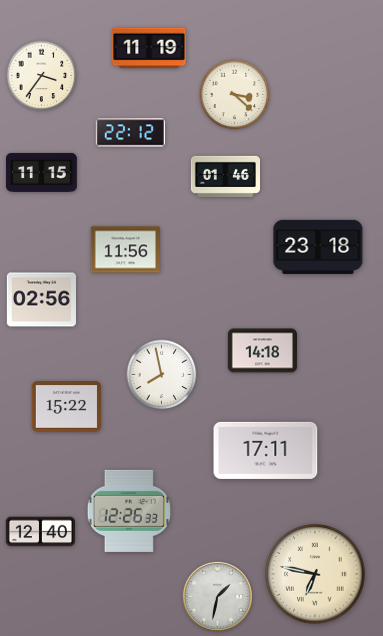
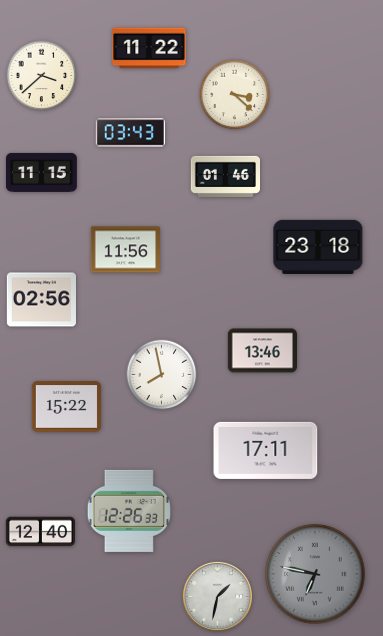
clock at (149, 48): 11:19 -> 11:22
clock at (42, 76): 3:36 -> 3:38
clock at (130, 133): 22:12 -> 03:43
clock at (262, 351): 14:18 -> 13:46
clock at (315, 574) dial: cream -> grey
